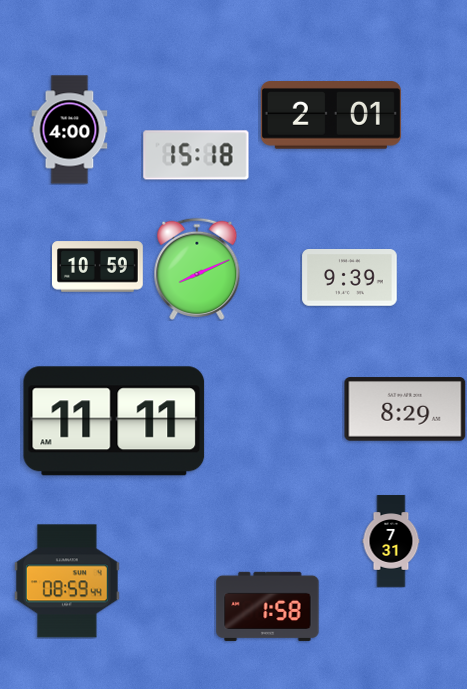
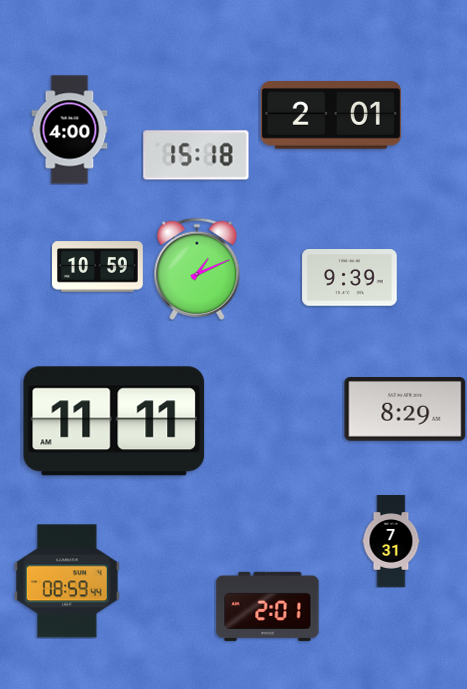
clock at (197, 269): 8:11 -> 1:11
clock at (268, 606): 1:58 -> 2:01
